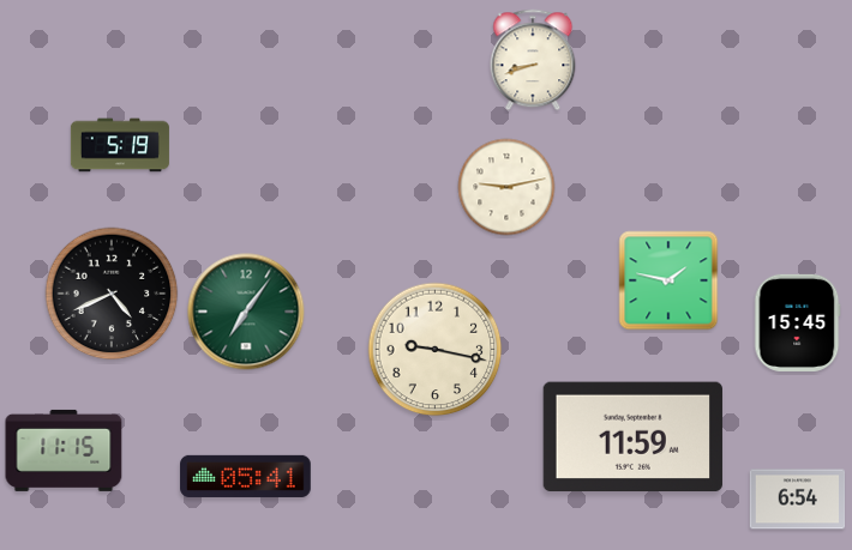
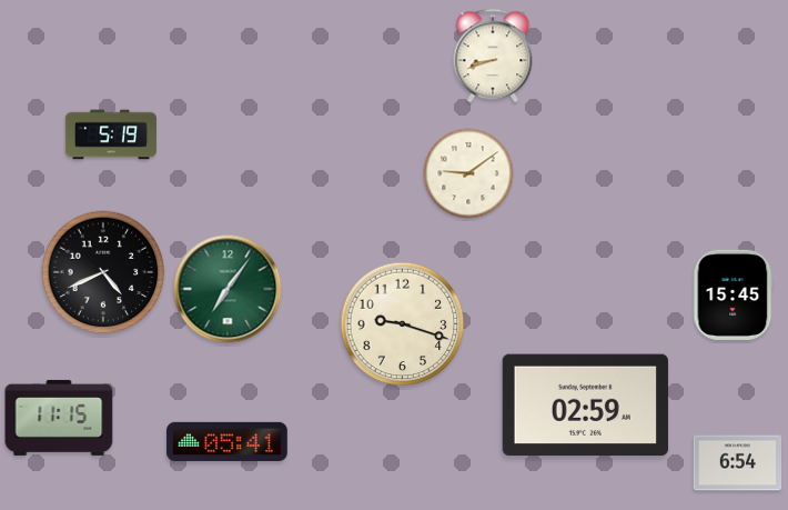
clock at (506, 187): 9:13 -> 9:09
clock at (668, 280): 1:47 -> none
clock at (798, 322) position: (798, 322) -> (734, 294)
clock at (436, 350): 9:17 -> 9:18
clock at (632, 437): 11:59 -> 02:59
